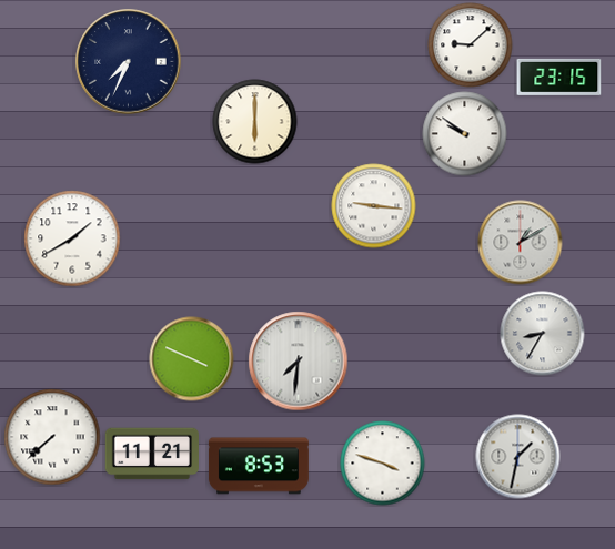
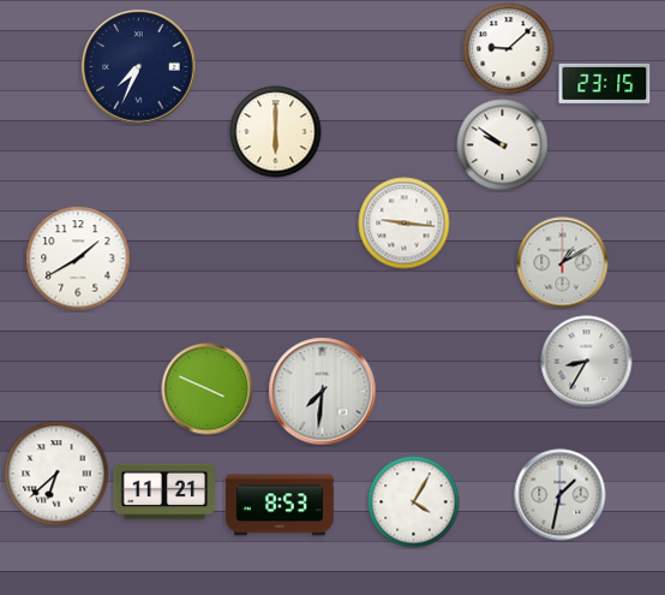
clock at (52, 437): 7:38 -> 6:38
clock at (383, 464): 3:48 -> 4:05
